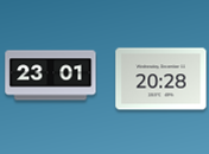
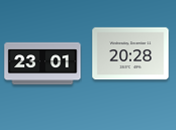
clock at (161, 79) position: (161, 79) -> (131, 54)
